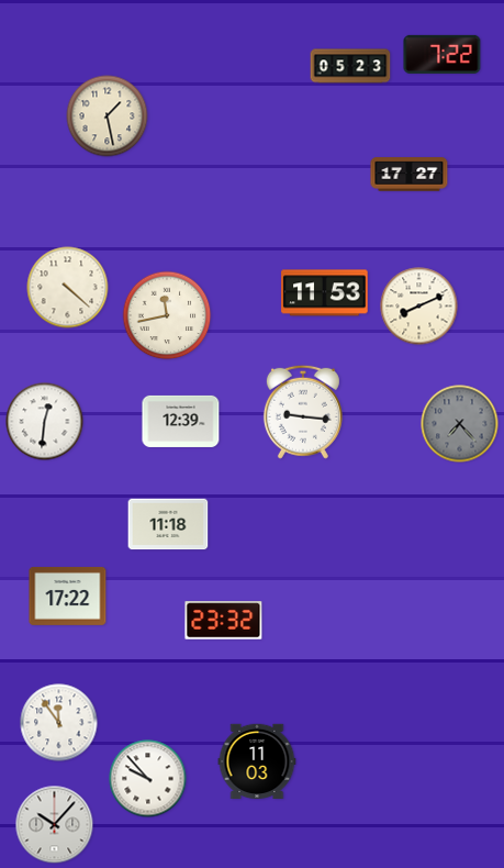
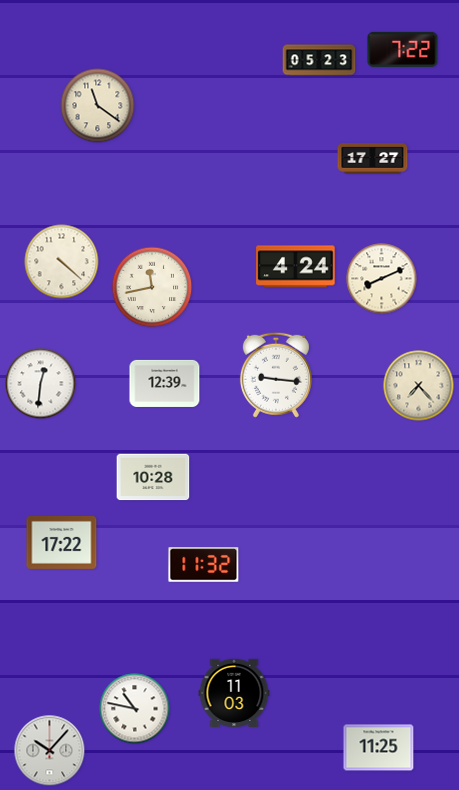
clock at (108, 116): 1:28 -> 11:21
clock at (325, 293): 11:53 -> 4:24
clock at (460, 424) dial: grey -> cream
clock at (168, 524): 11:18 -> 10:28
clock at (224, 621): 23:32 -> 11:32
clock at (59, 723): 11:54 -> none
clock at (148, 779): 9:53 -> 10:47
clock at (379, 748): none -> 11:25
